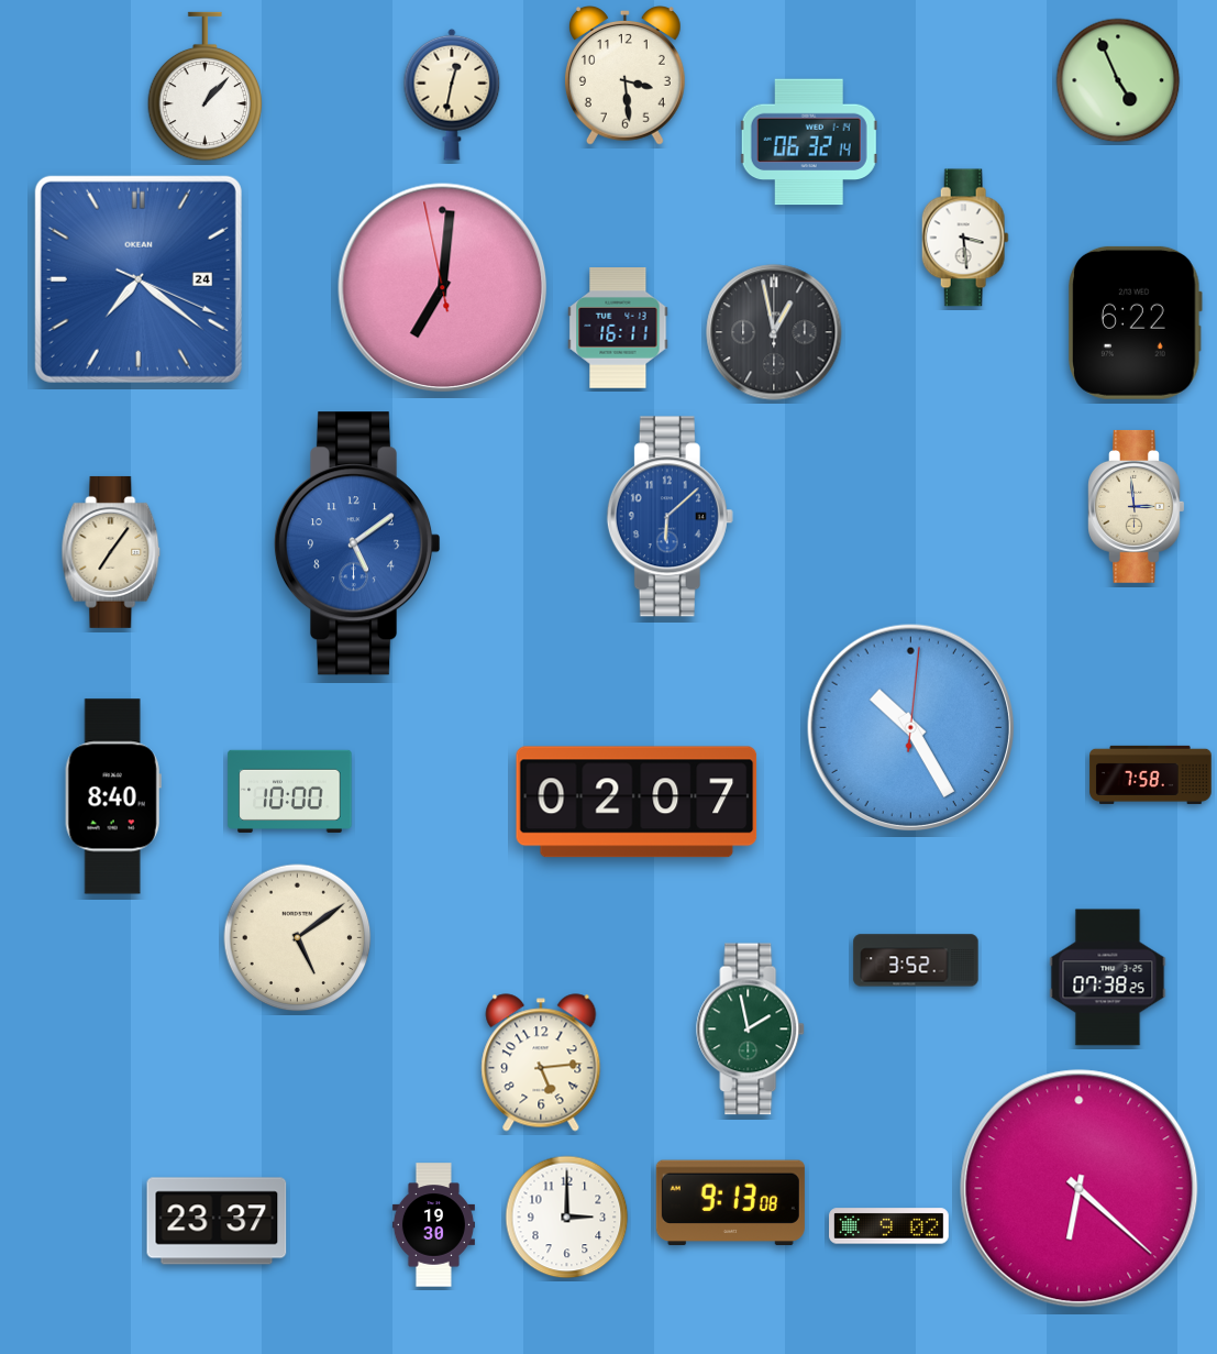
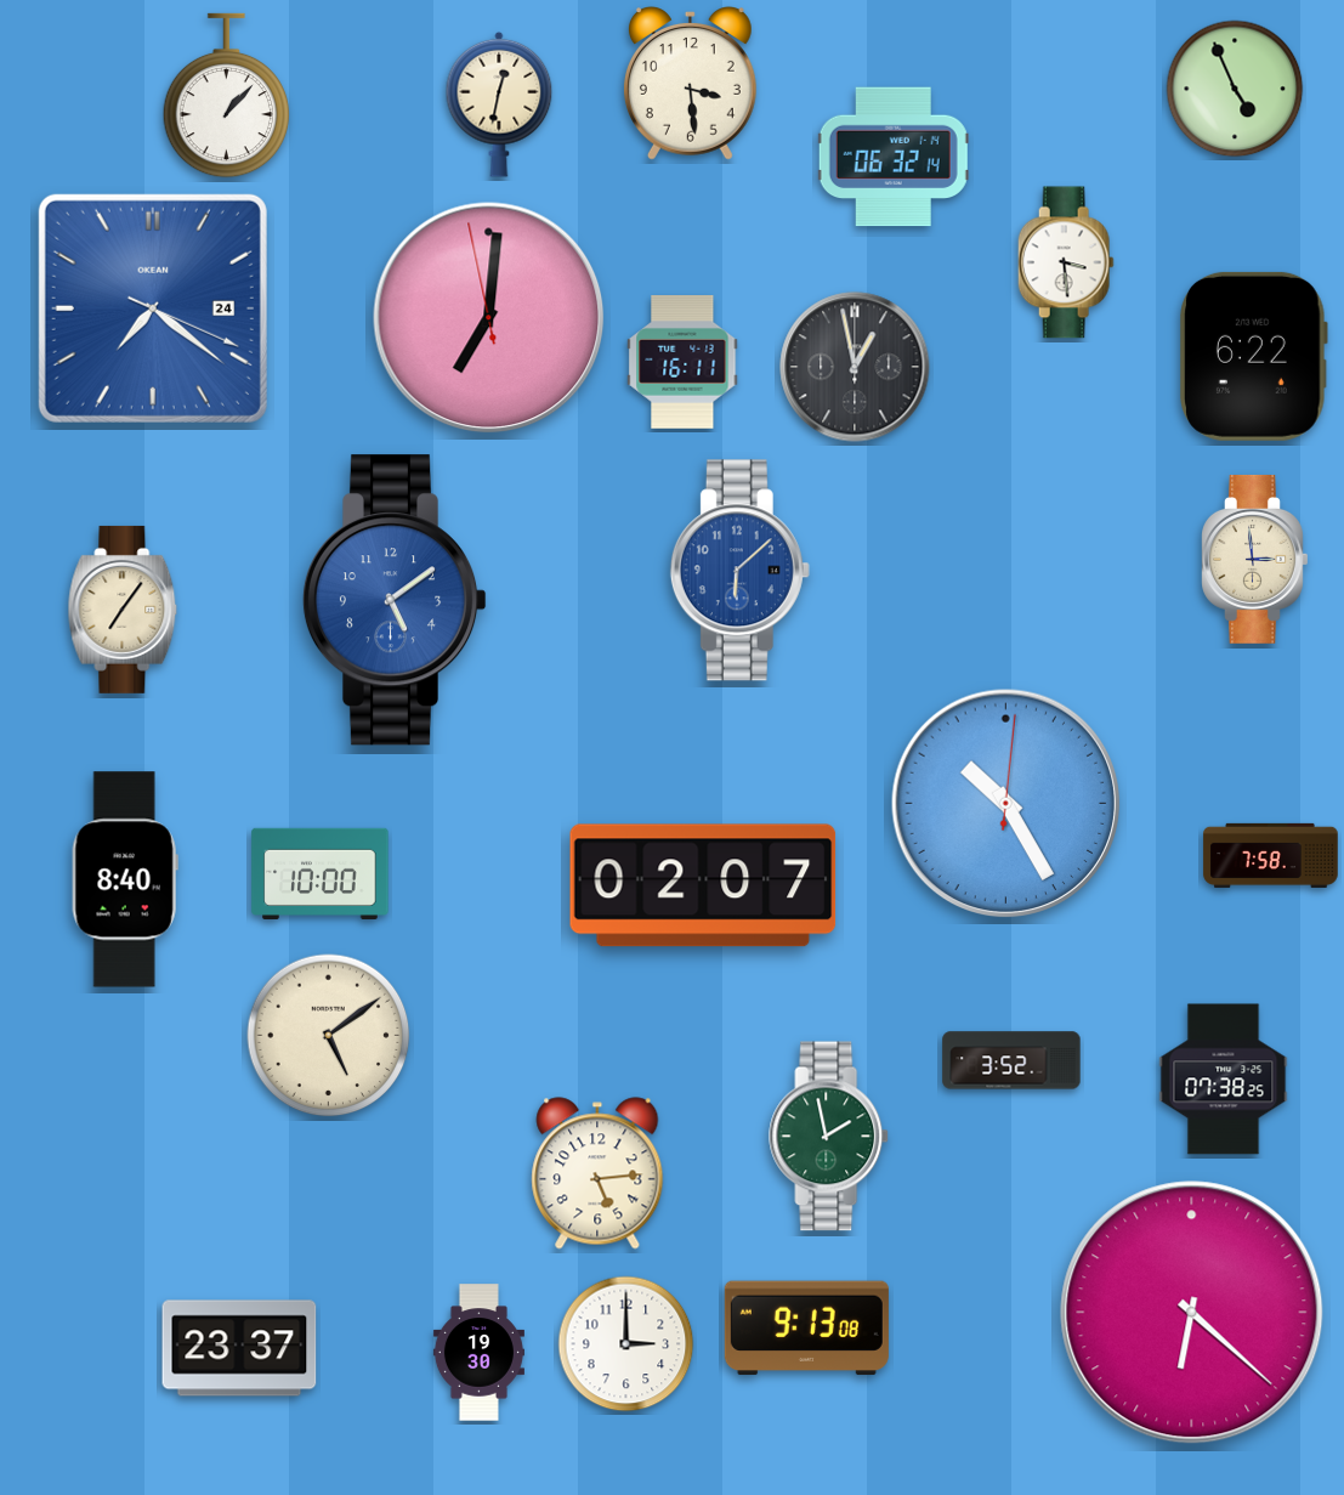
clock at (889, 1226): 9:02 -> none
